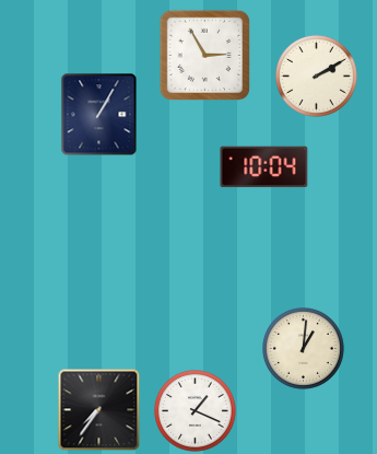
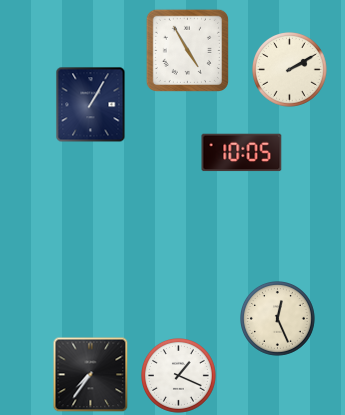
clock at (204, 55): 2:55 -> 4:55
clock at (264, 167): 10:04 -> 10:05
clock at (304, 349): 1:01 -> 12:26
